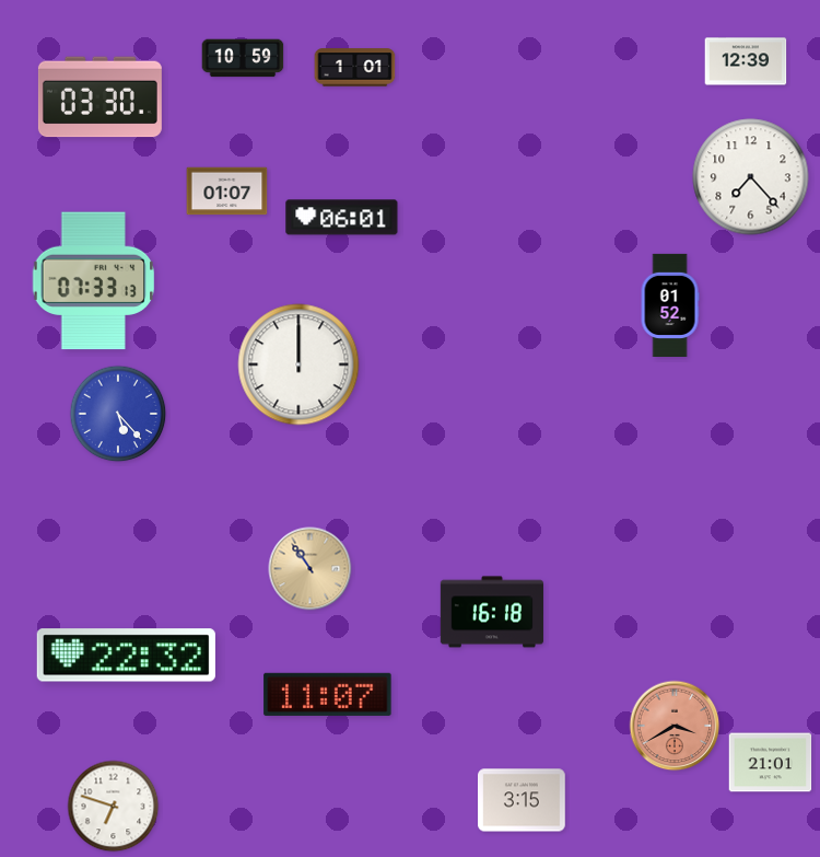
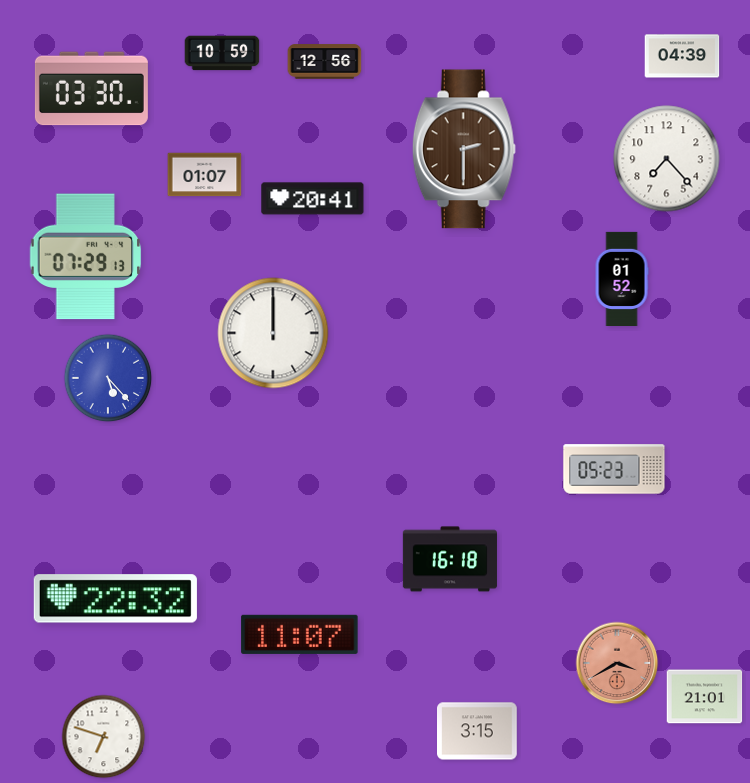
clock at (746, 61): 12:39 -> 04:39
clock at (355, 68): 1:01 -> 12:56
clock at (464, 149): none -> 2:30
clock at (751, 177) position: (751, 177) -> (667, 159)
clock at (227, 192) position: (227, 192) -> (205, 175)
clock at (342, 218): 06:01 -> 20:41
clock at (94, 281): 07:33 -> 07:29
clock at (670, 304) position: (670, 304) -> (622, 278)
clock at (614, 469): none -> 05:23
clock at (311, 569): 10:54 -> none
